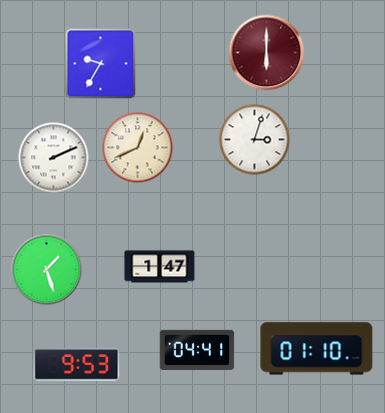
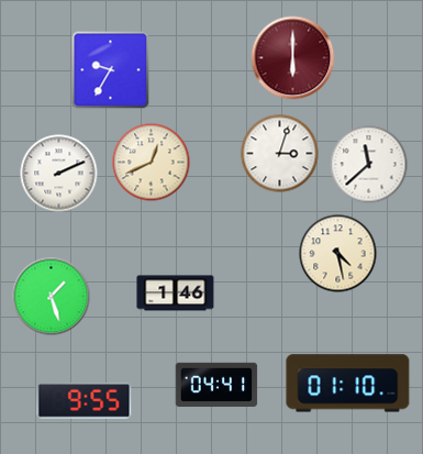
clock at (369, 165): none -> 11:38
clock at (338, 254): none -> 4:28
clock at (160, 267): 1:47 -> 1:46
clock at (77, 365): 9:53 -> 9:55
